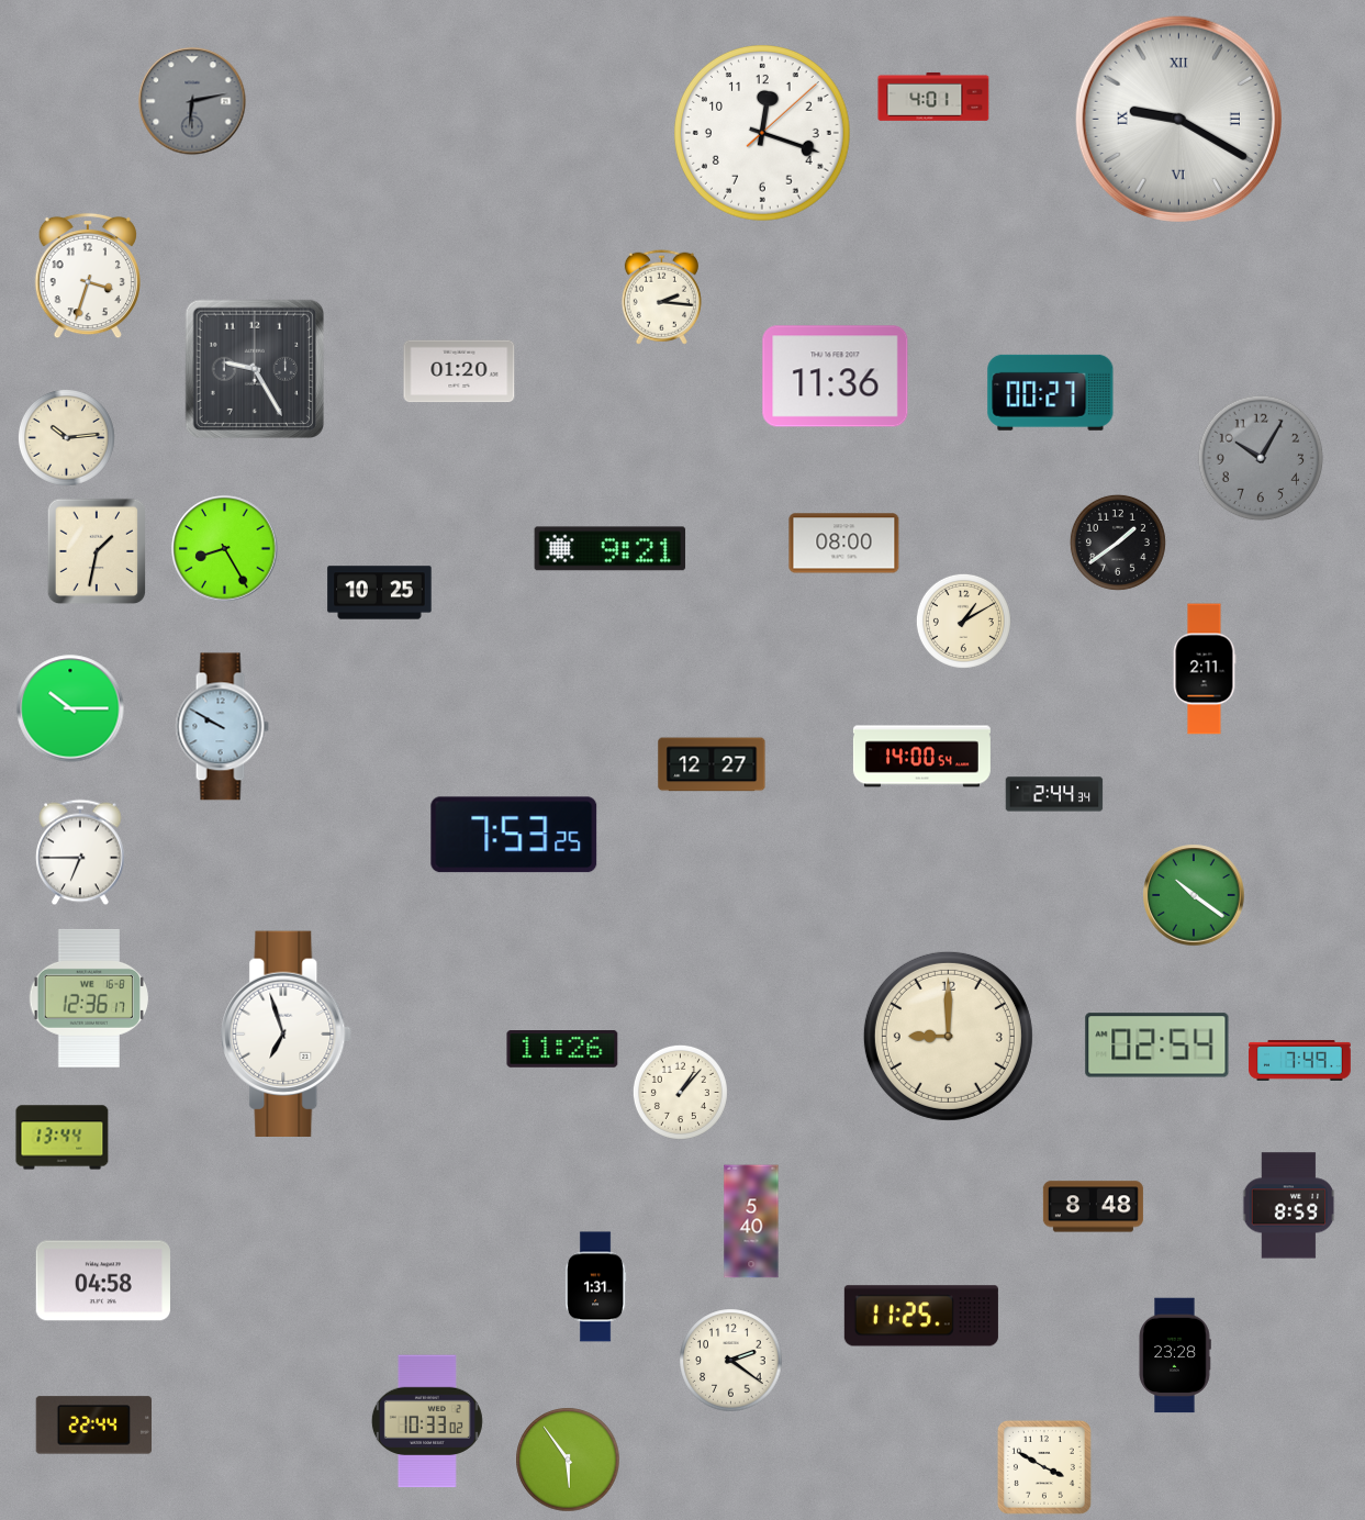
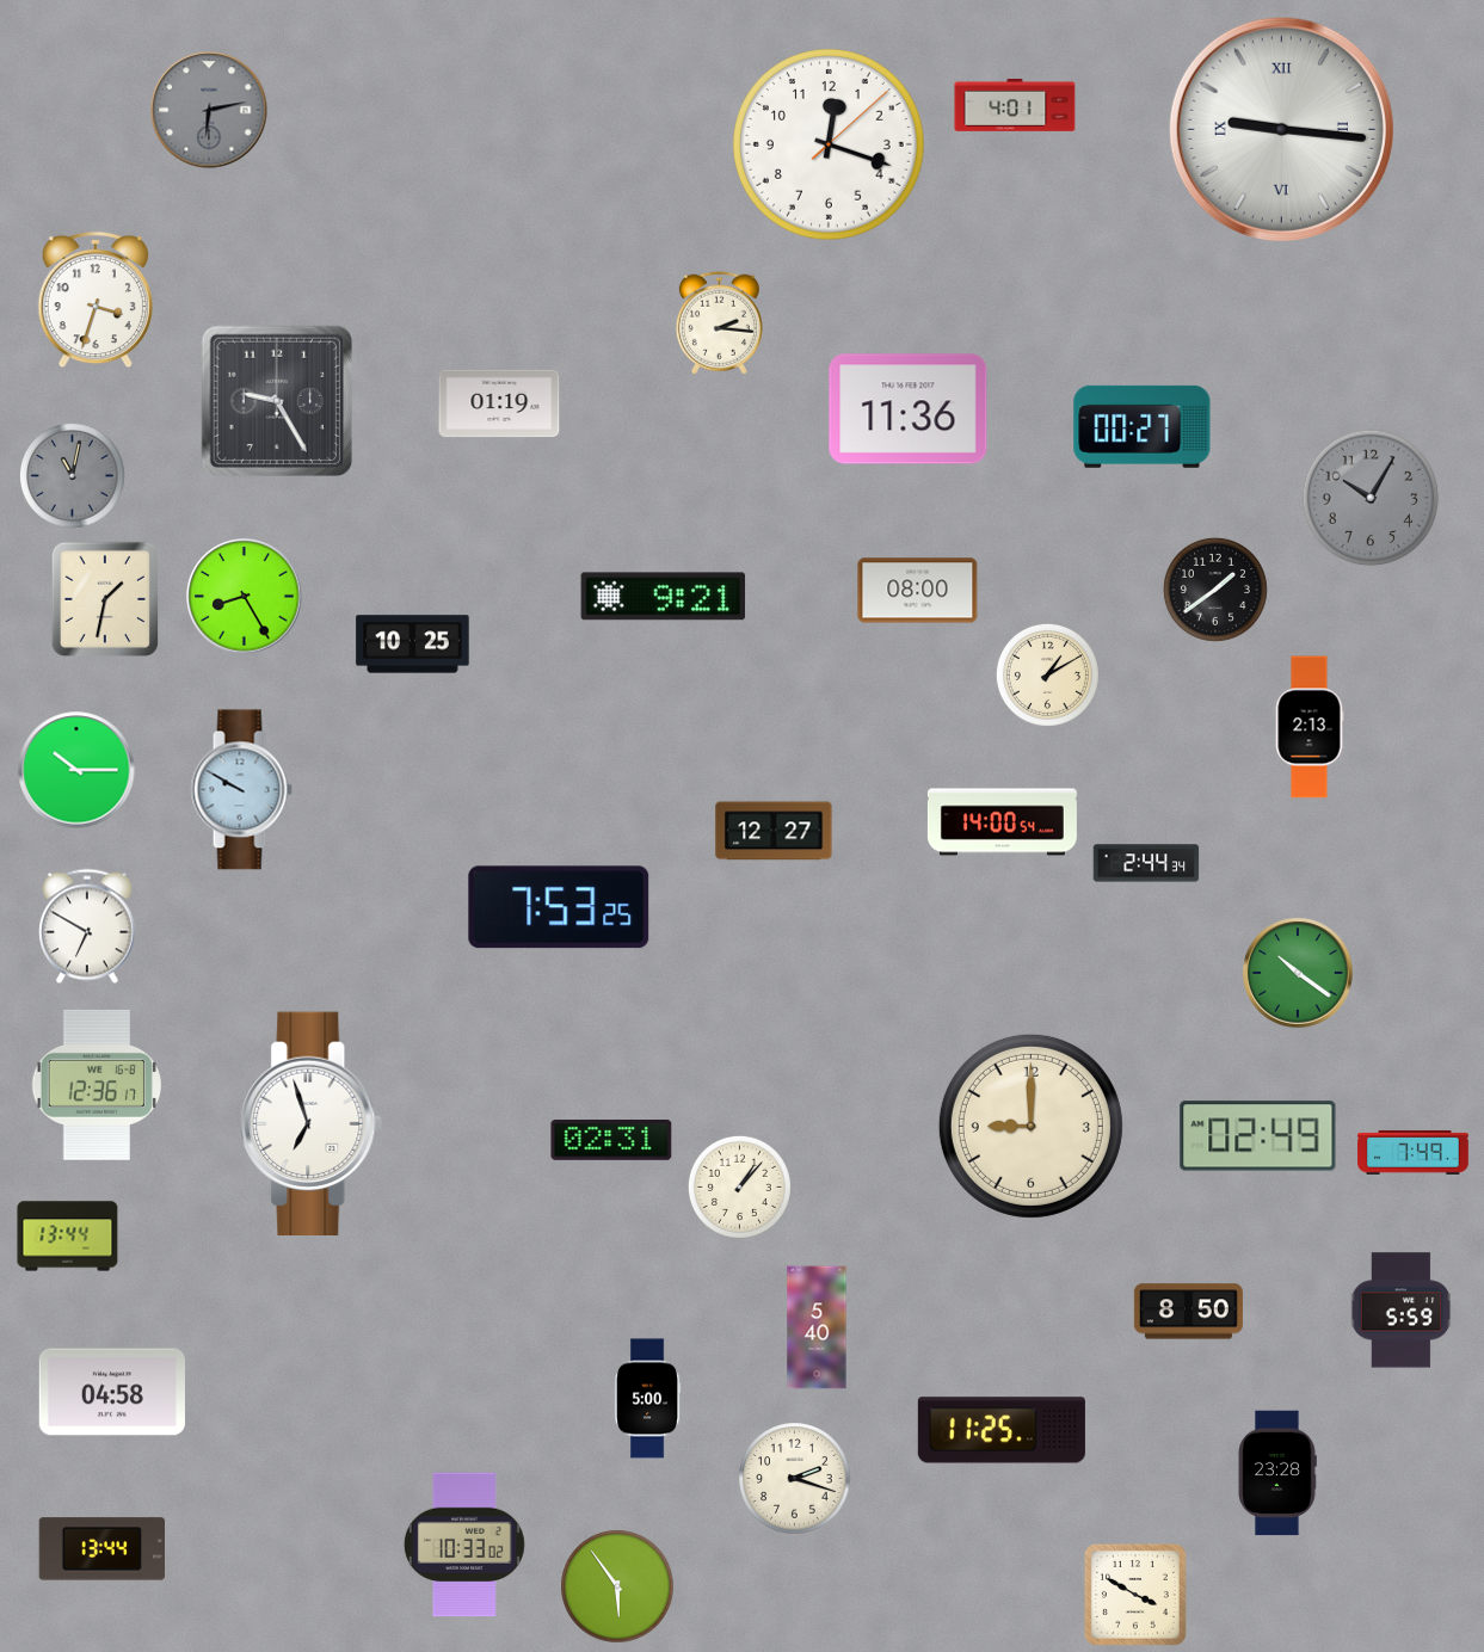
clock at (1178, 119): 9:20 -> 9:16
clock at (459, 371): 01:20 -> 01:19
clock at (66, 437): 10:14 -> 11:02
clock at (66, 437) dial: cream -> grey
clock at (1205, 669): 2:11 -> 2:13
clock at (80, 852): 6:45 -> 6:50
clock at (1157, 1046): 02:54 -> 02:49
clock at (562, 1050): 11:26 -> 02:31
clock at (1289, 1206): 8:59 -> 5:59
clock at (1093, 1207): 8:48 -> 8:50
clock at (595, 1287): 1:31 -> 5:00
clock at (731, 1361): 2:21 -> 2:18
clock at (94, 1426): 22:44 -> 13:44
